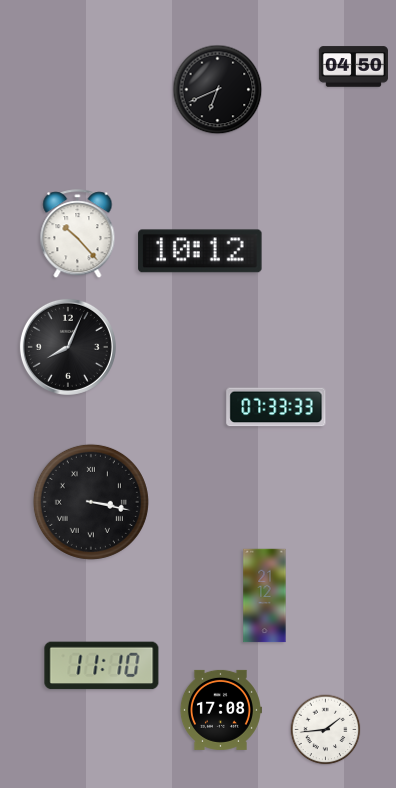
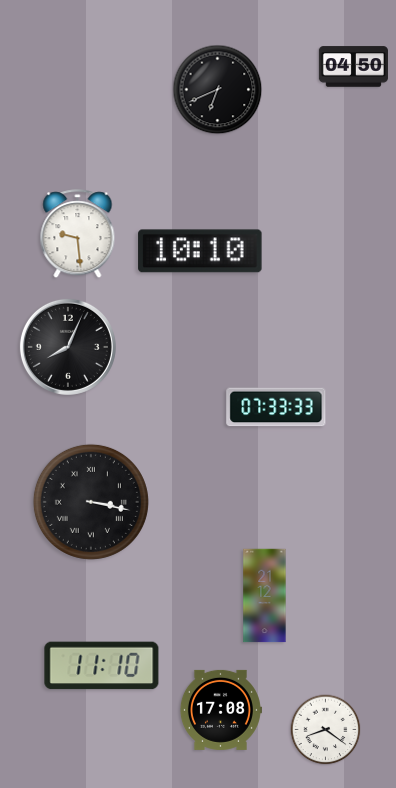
clock at (78, 234): 10:23 -> 9:29
clock at (200, 251): 10:12 -> 10:10
clock at (326, 730): 1:44 -> 8:21
